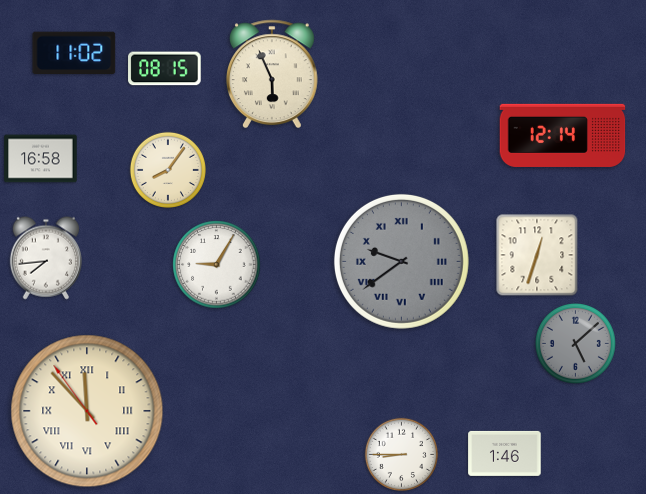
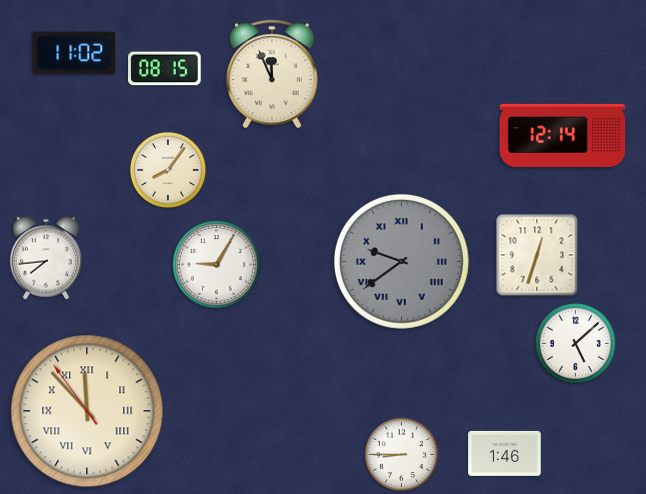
clock at (272, 74): 5:56 -> 11:56
clock at (41, 159): 16:58 -> none
clock at (575, 343) dial: grey -> white
